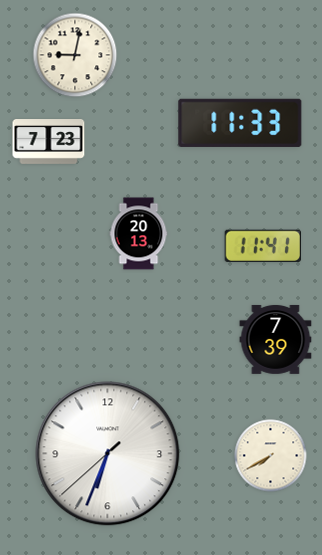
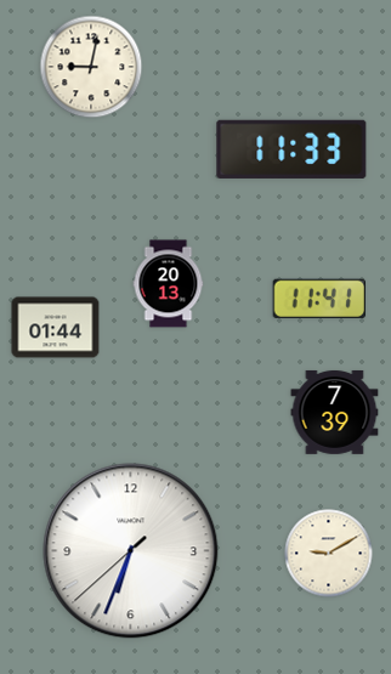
clock at (49, 142): 7:23 -> none
clock at (56, 328): none -> 01:44
clock at (271, 456): 7:40 -> 9:10
